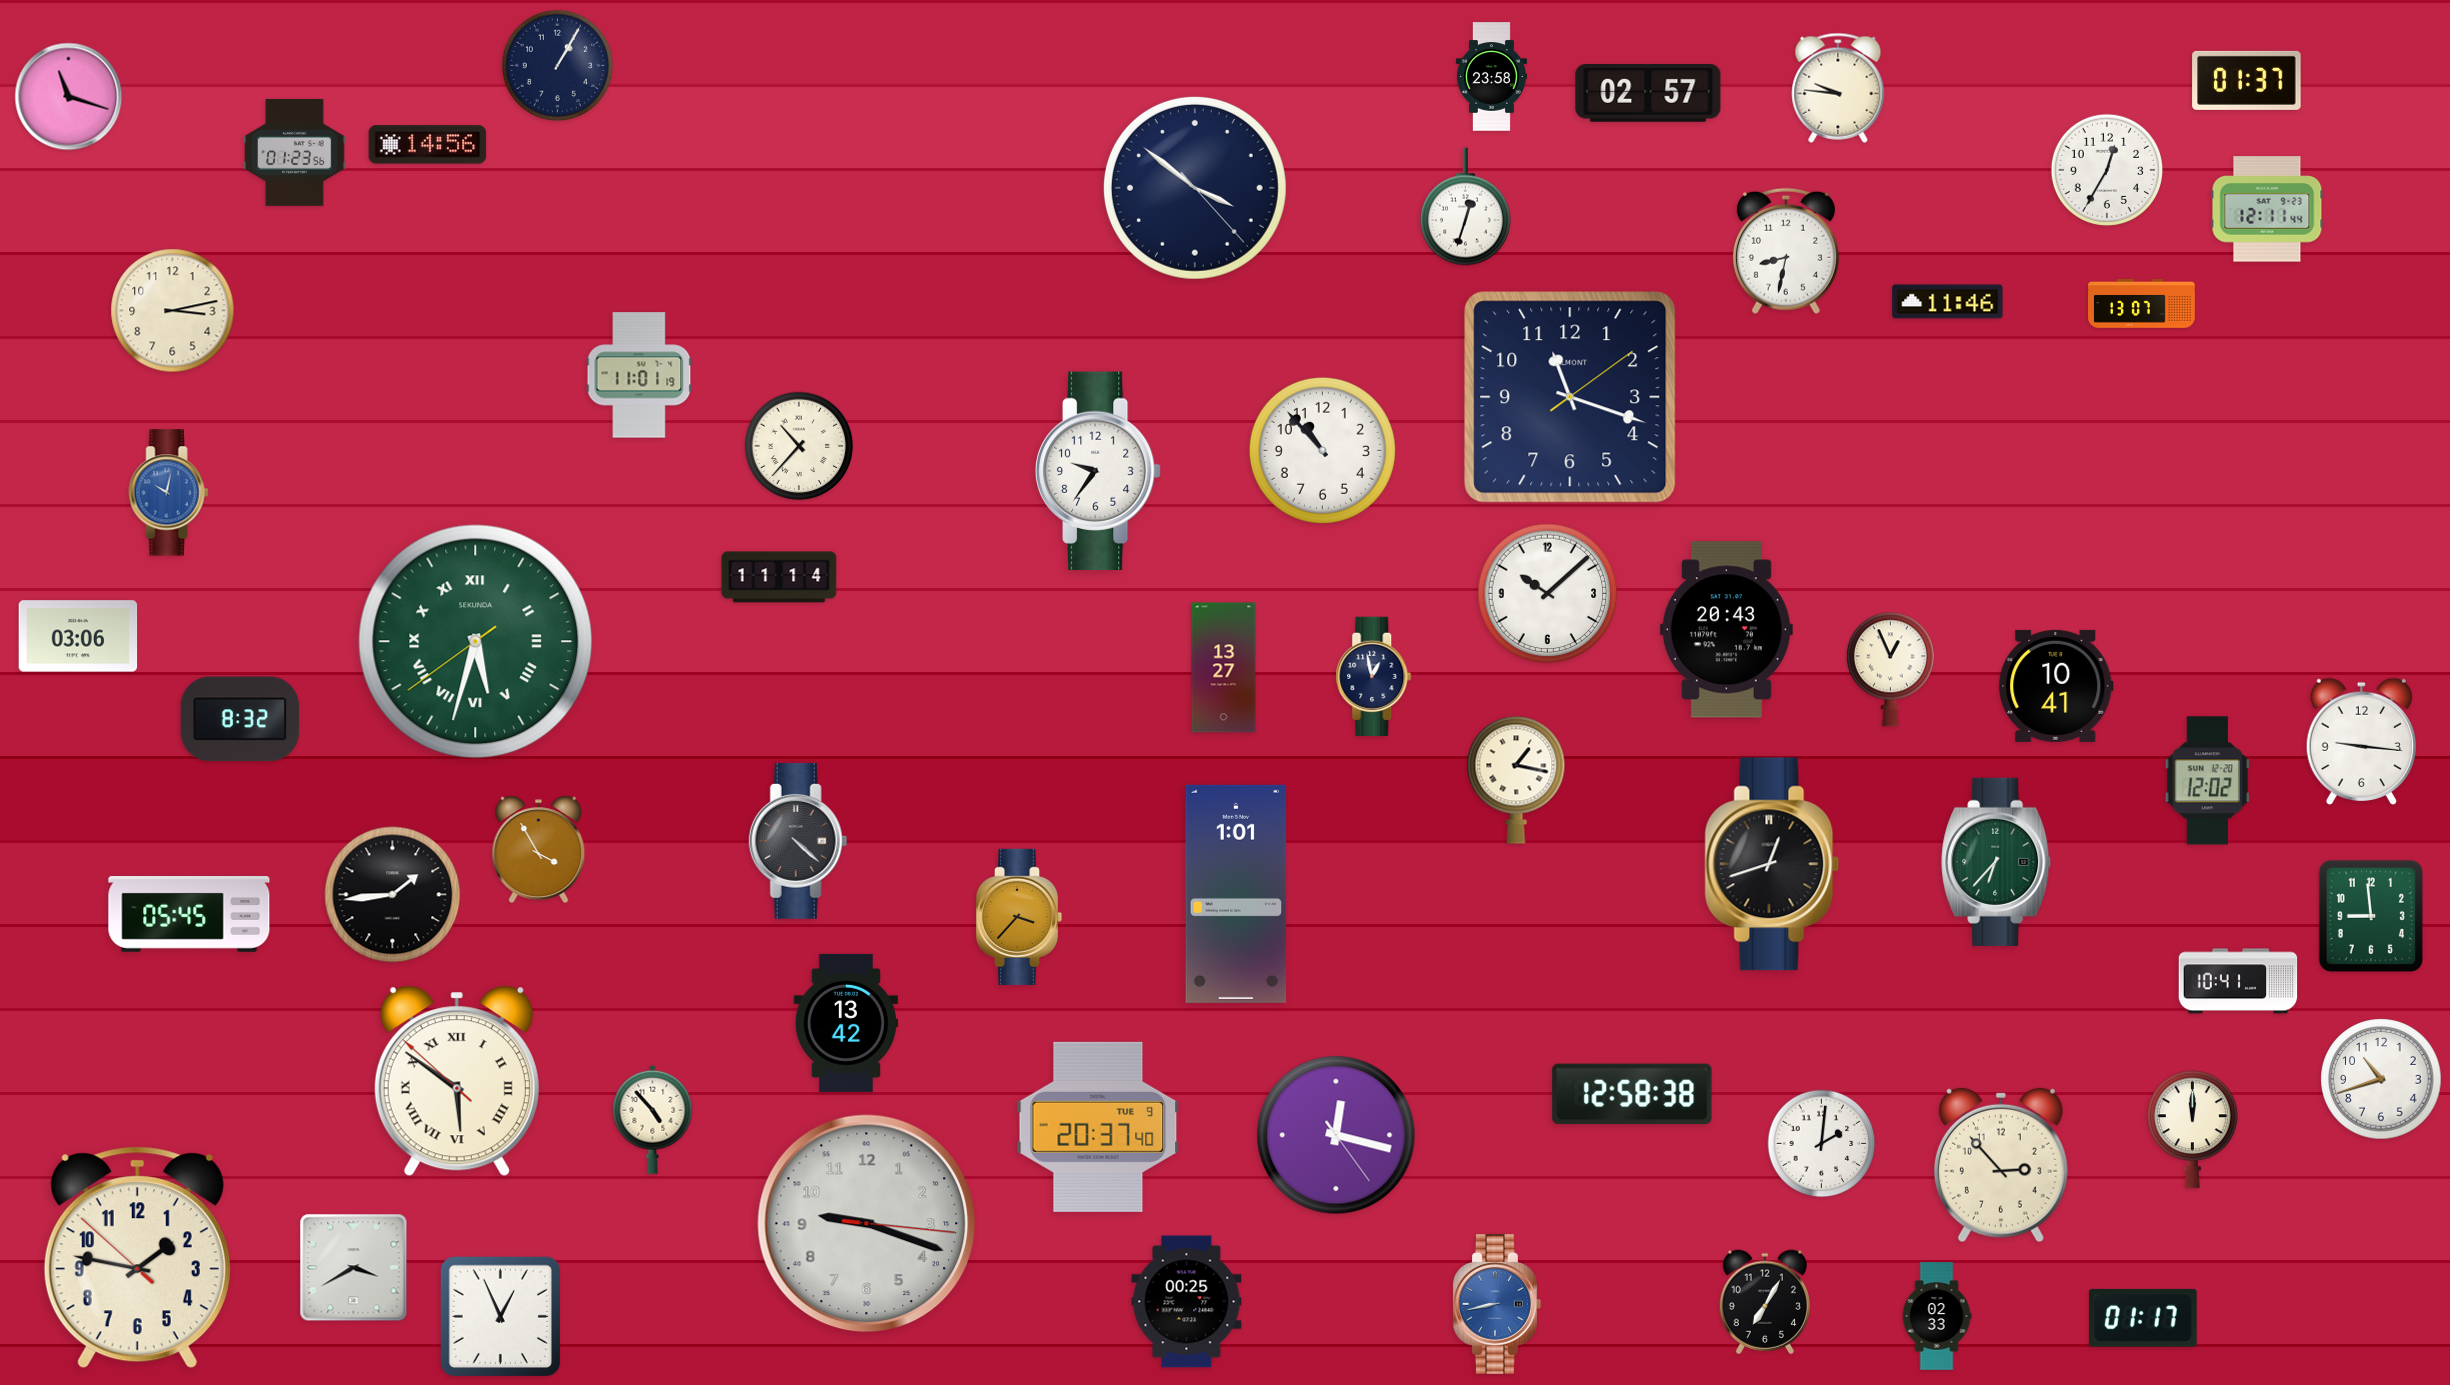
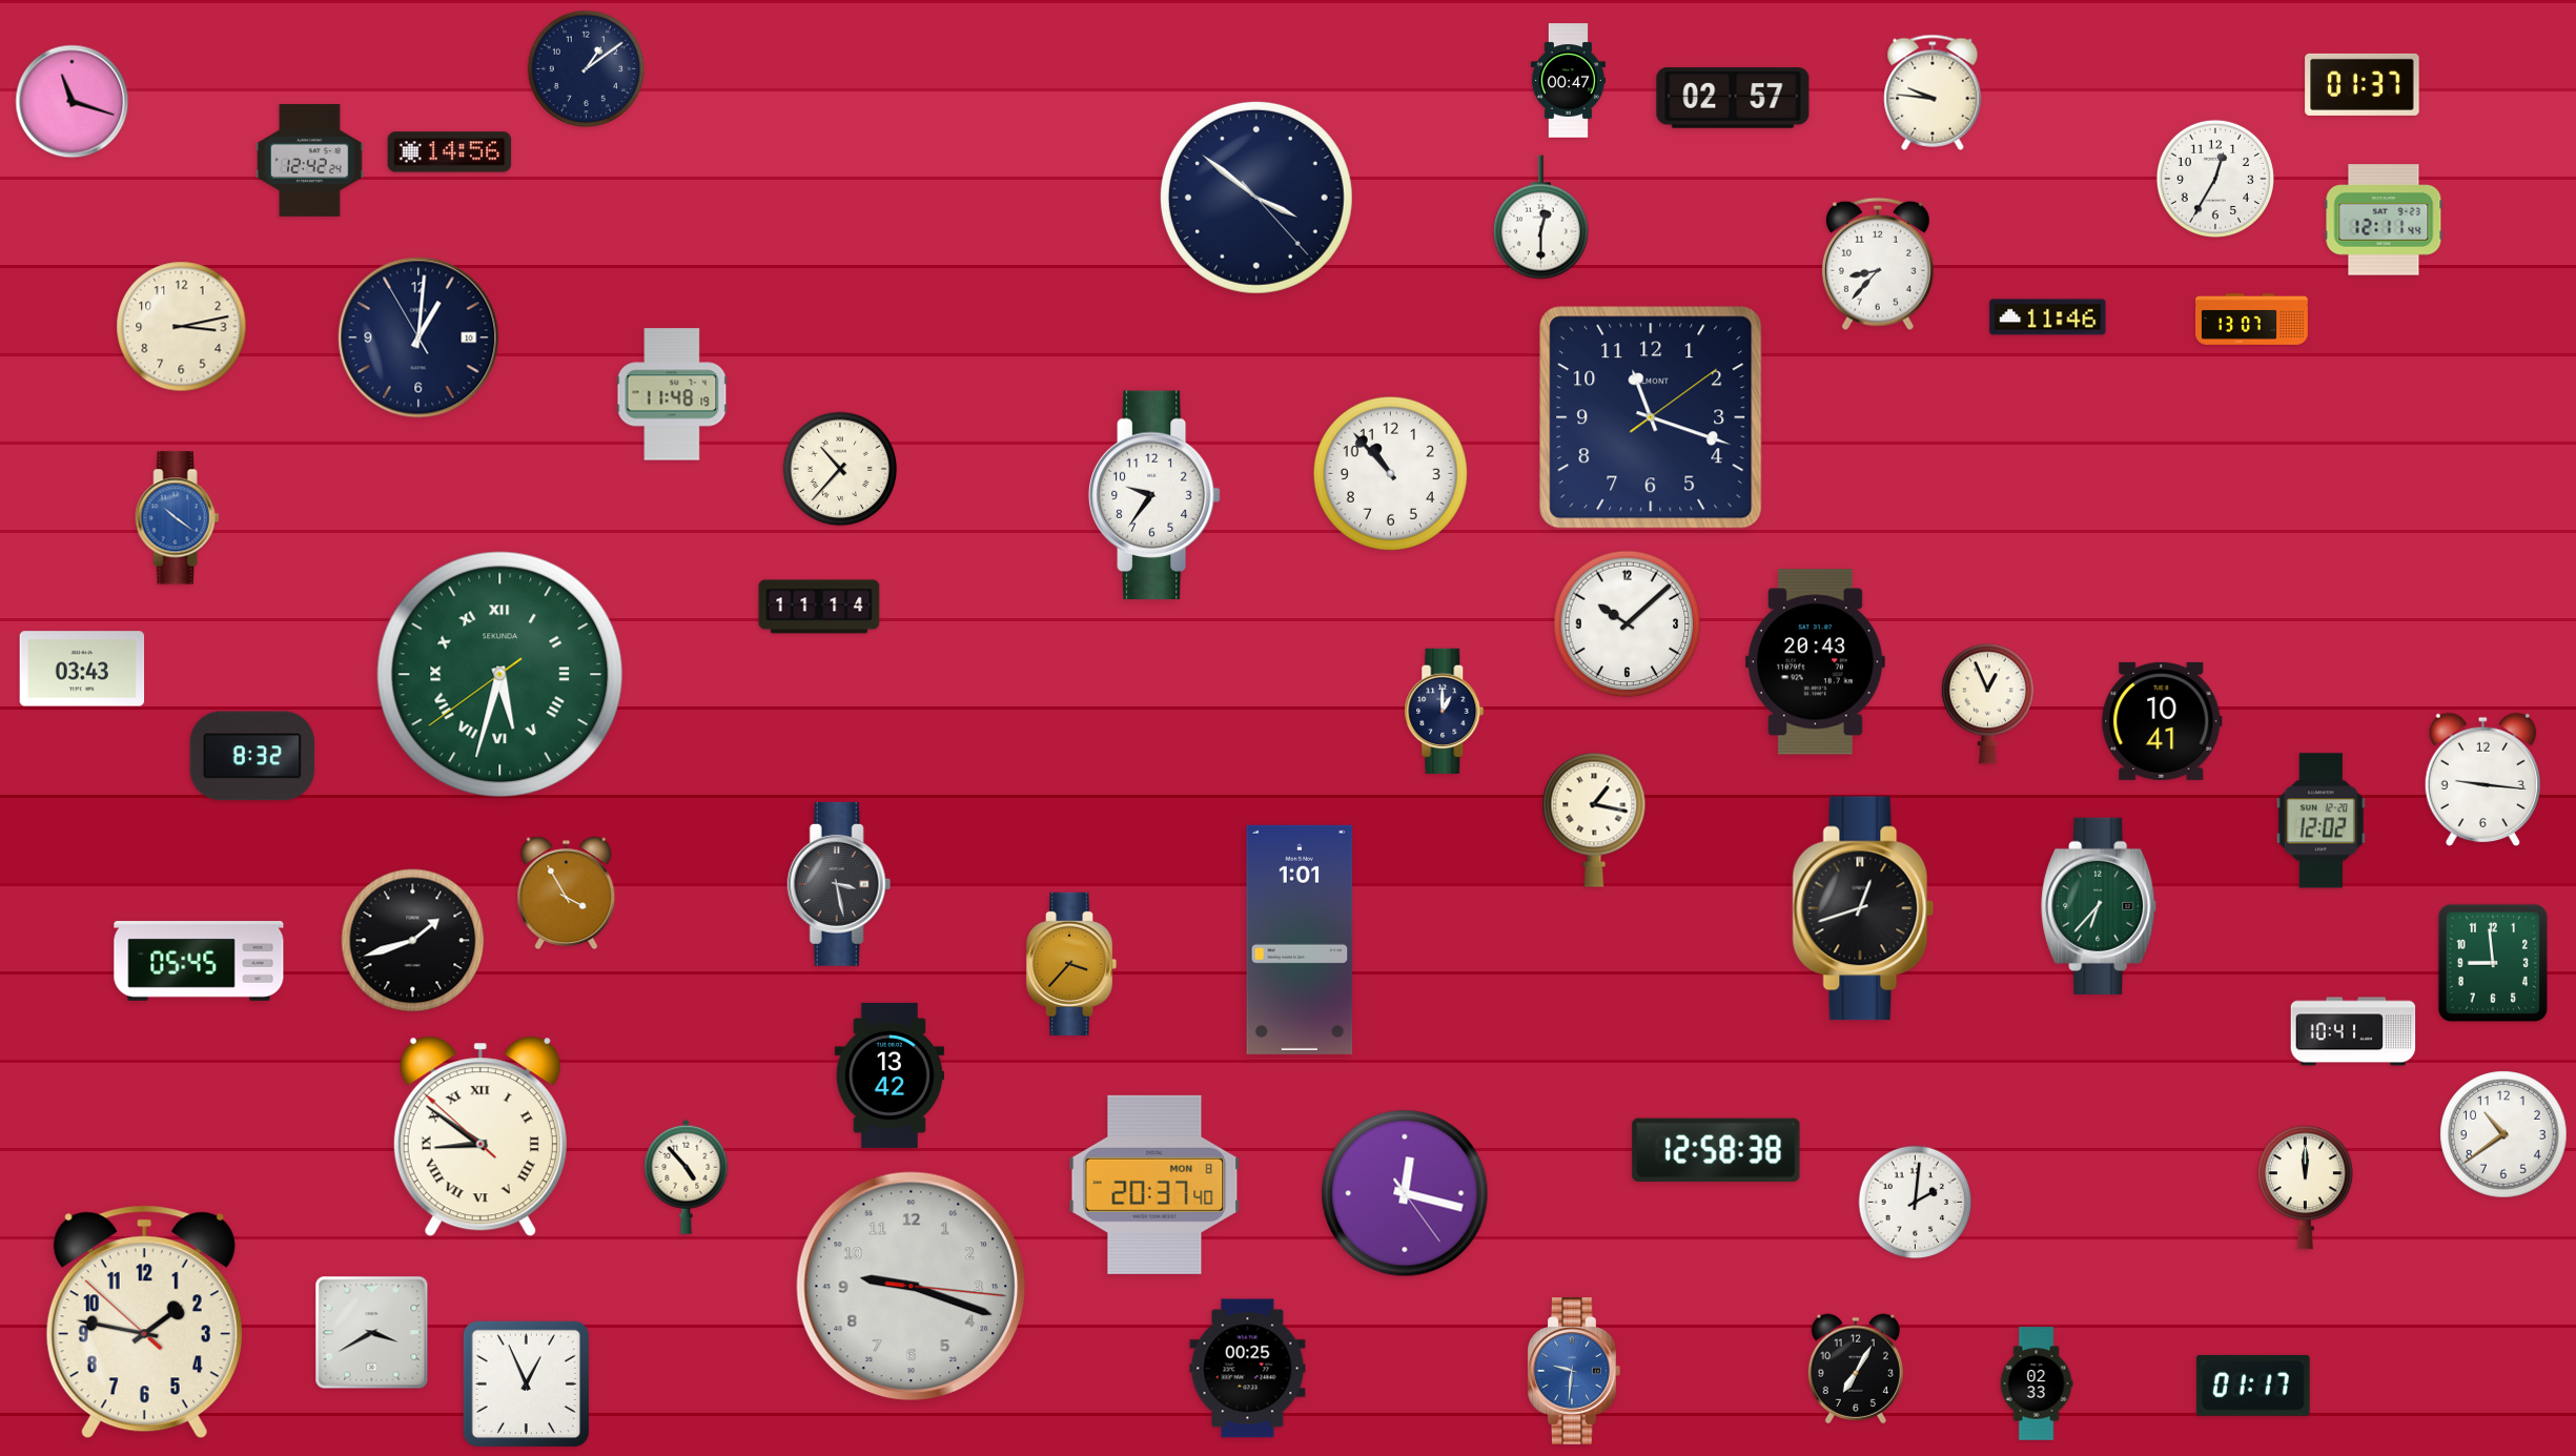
clock at (557, 65): 1:05 -> 1:09
clock at (1491, 77): 23:58 -> 00:47
clock at (295, 153): 01:23 -> 12:42
clock at (1465, 207): 12:33 -> 12:30
clock at (1786, 251): 8:32 -> 8:37
clock at (418, 337): none -> 1:00
clock at (639, 375): 11:01 -> 11:48
clock at (169, 493): 10:02 -> 10:21
clock at (78, 636): 03:06 -> 03:43
clock at (1224, 668): 13:27 -> none
clock at (1374, 676): 12:58 -> 1:00
clock at (798, 841): 4:22 -> 3:28
clock at (393, 895): 1:44 -> 1:42
clock at (2381, 1079): 10:42 -> 10:39
clock at (457, 1081): 5:50 -> 8:50
clock at (1098, 1127) date: TUE 9 -> MON 8
clock at (2001, 1165): 2:53 -> none
clock at (1497, 1305): 8:43 -> 9:31
